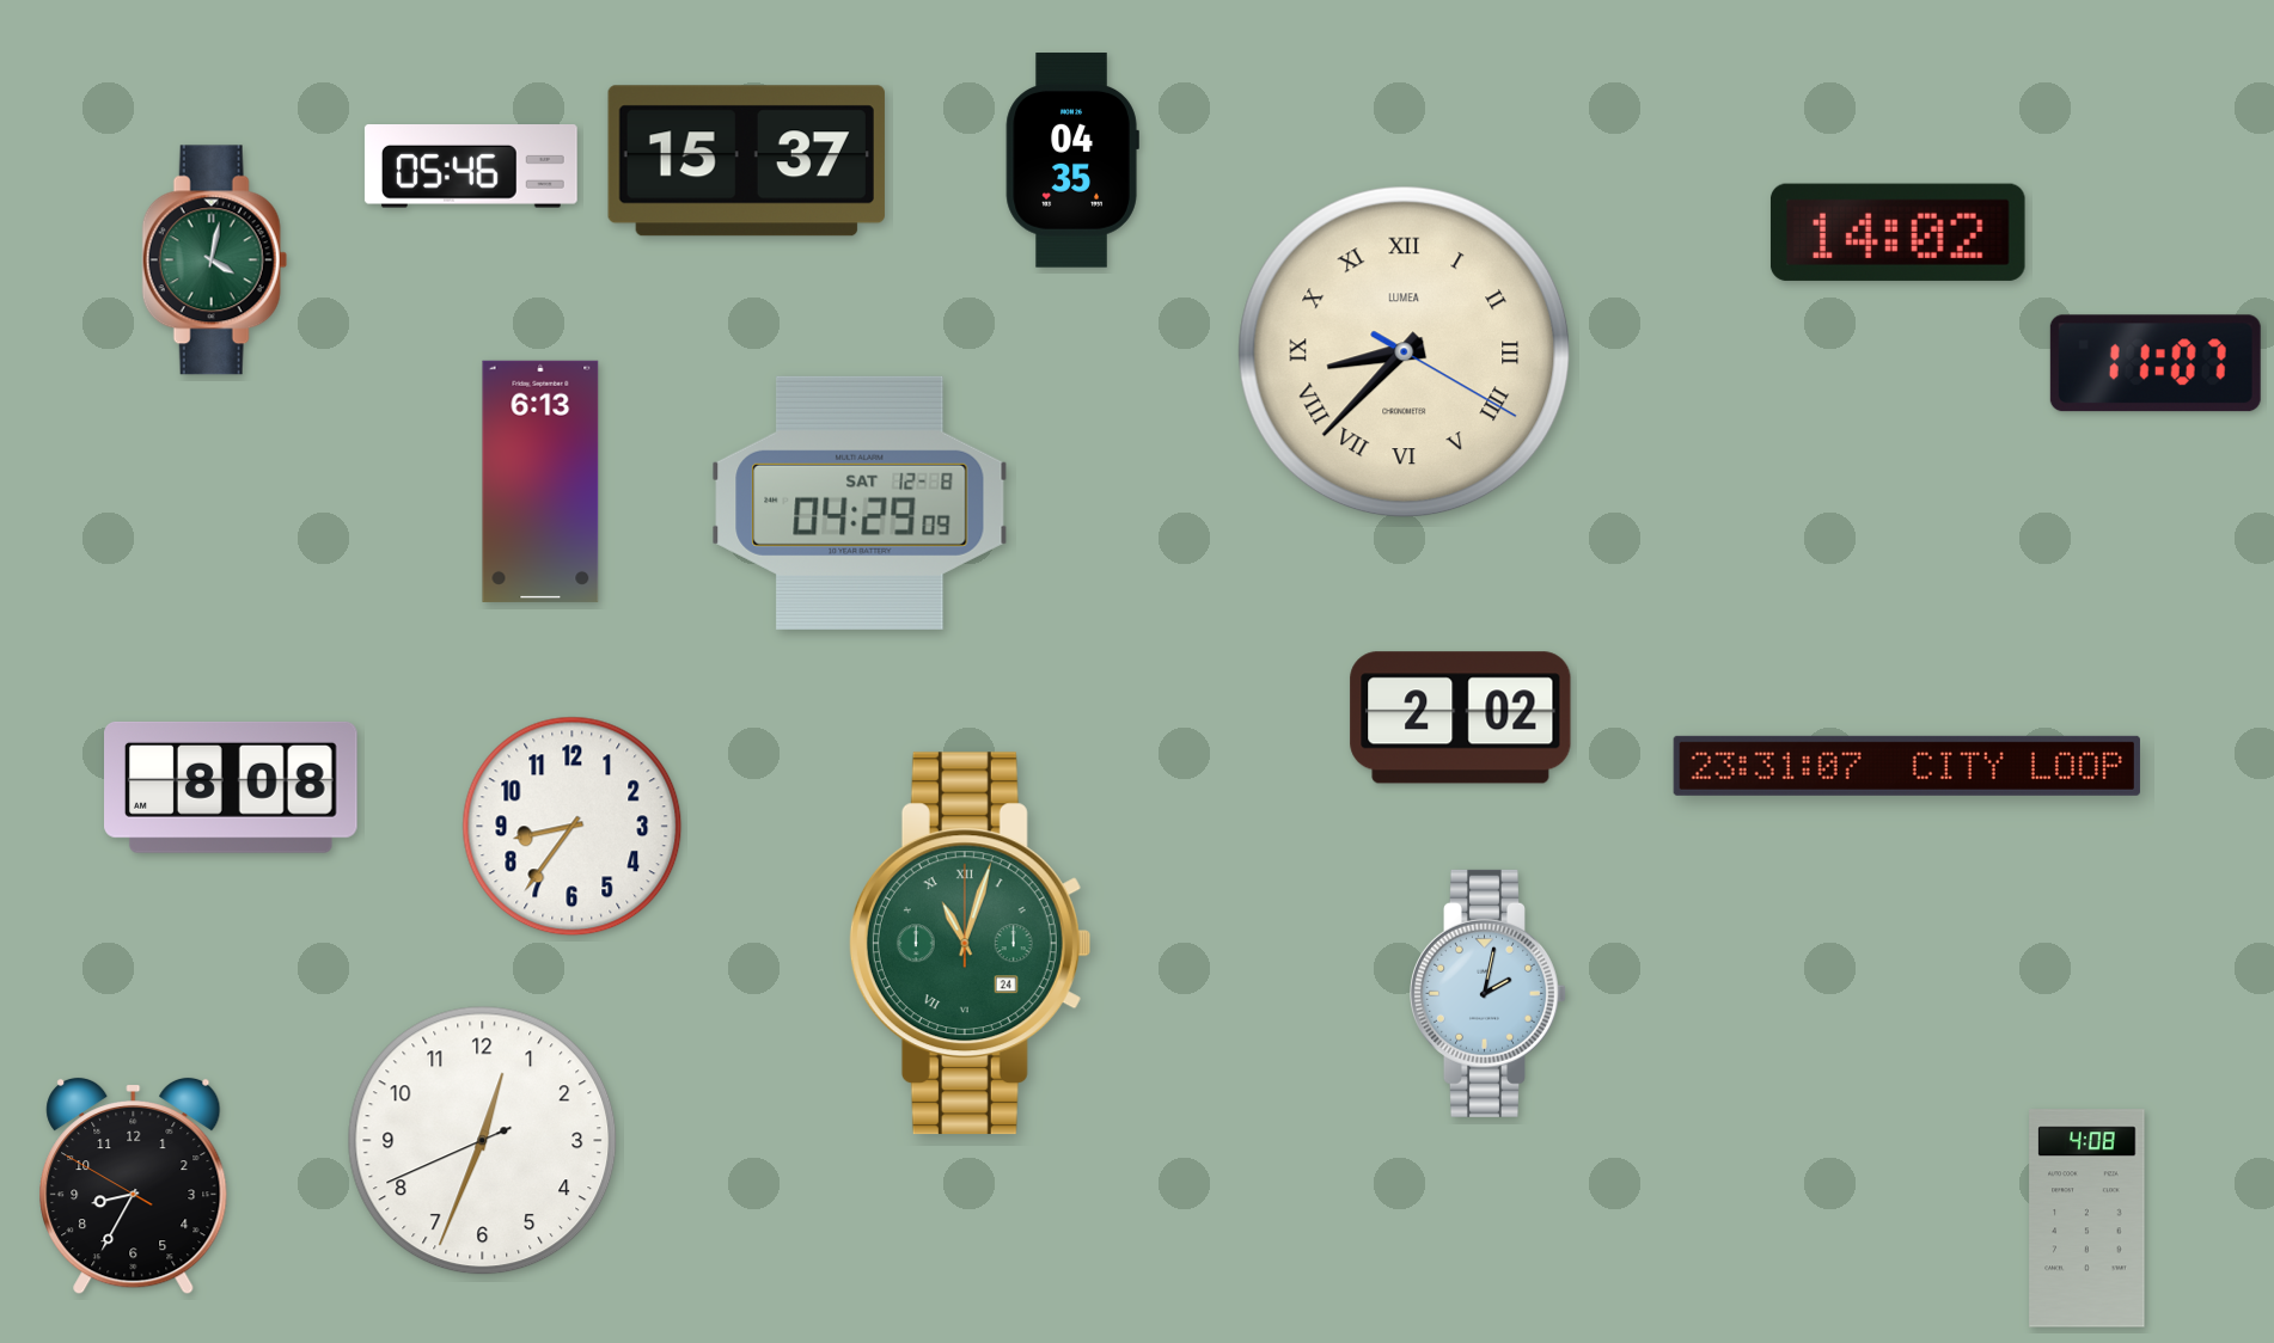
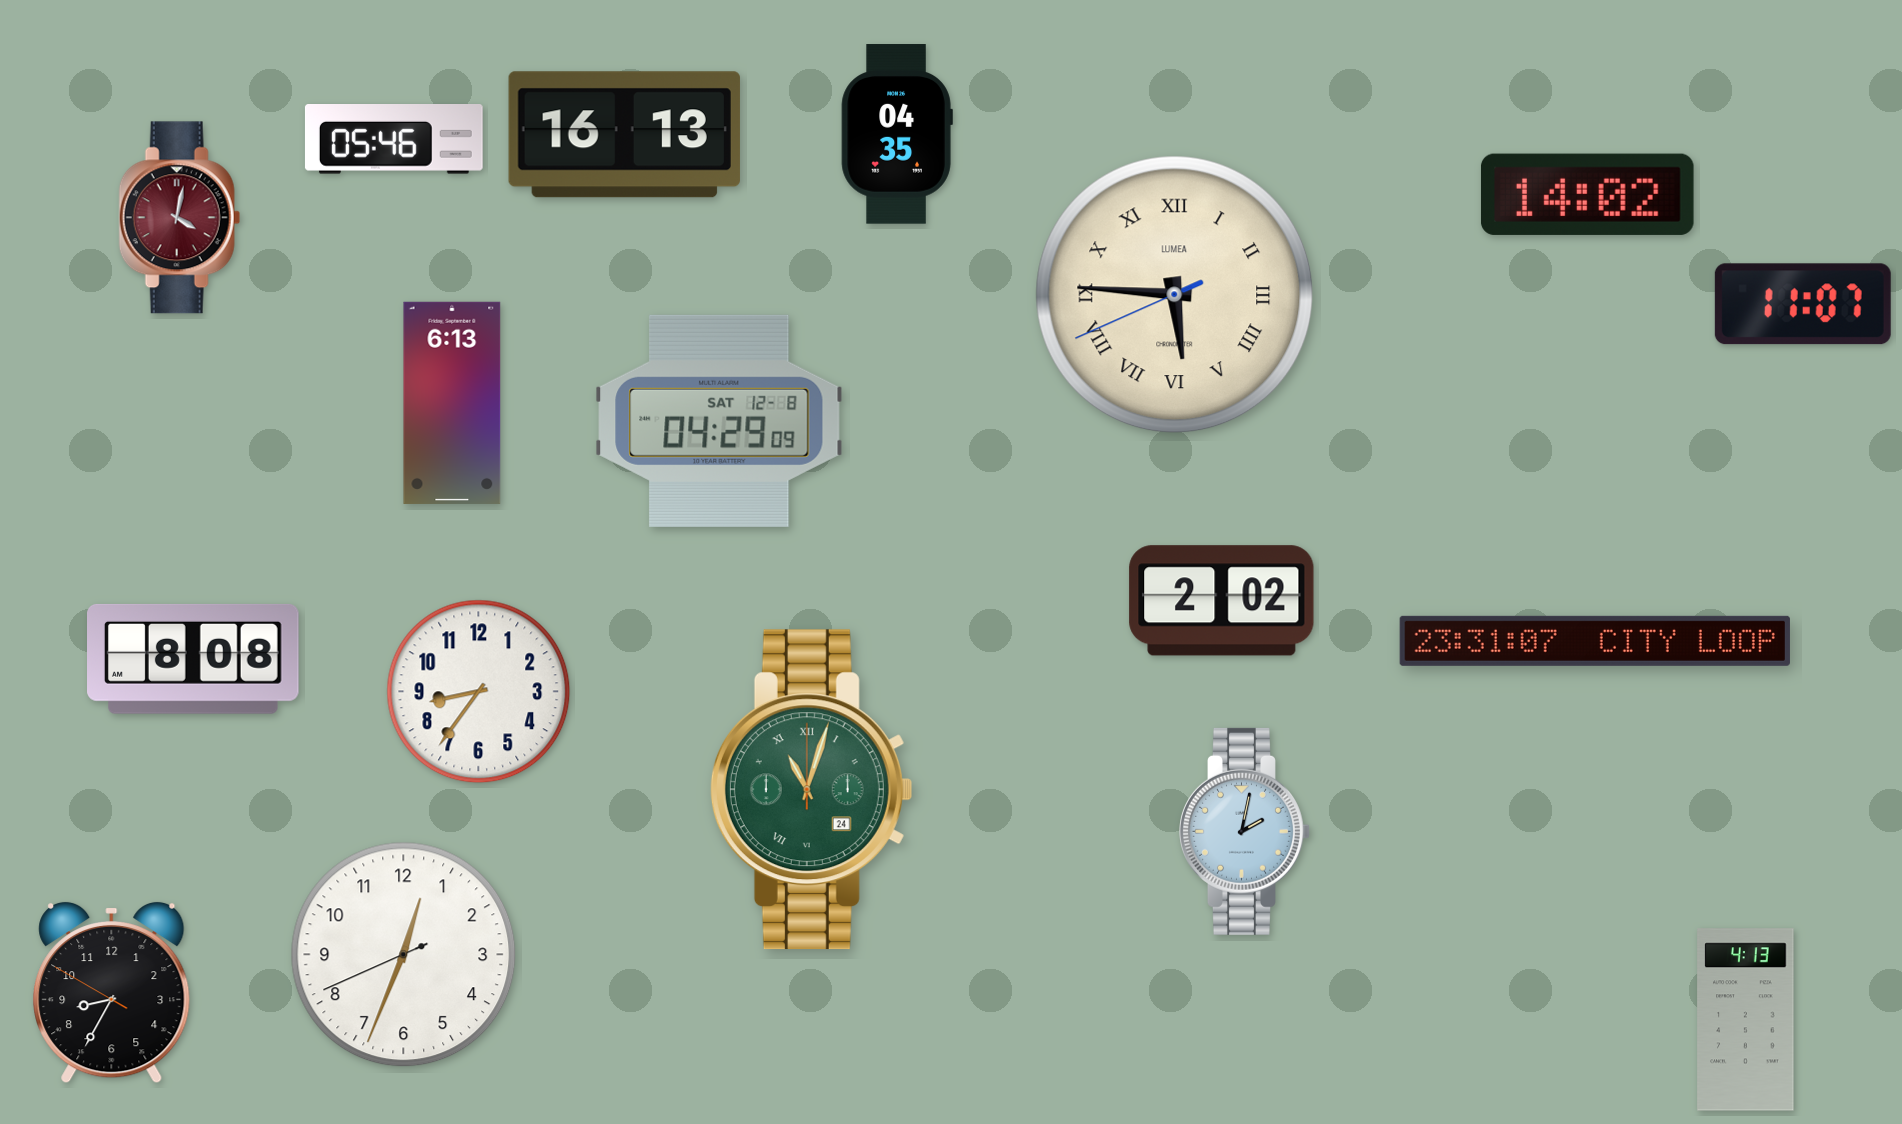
clock at (746, 161): 15:37 -> 16:13
clock at (214, 260) dial: green -> burgundy
clock at (1405, 352): 8:37 -> 5:45
clock at (2087, 1219): 4:08 -> 4:13
